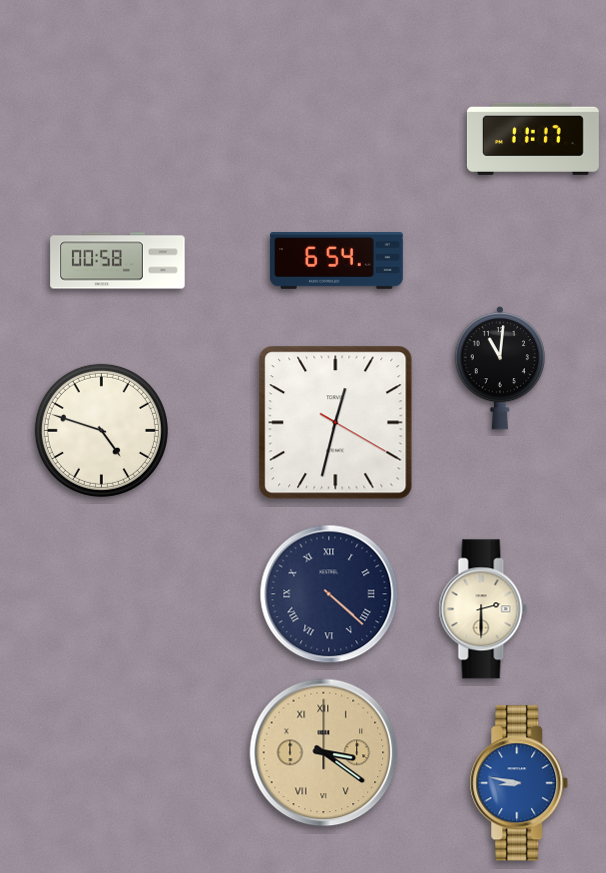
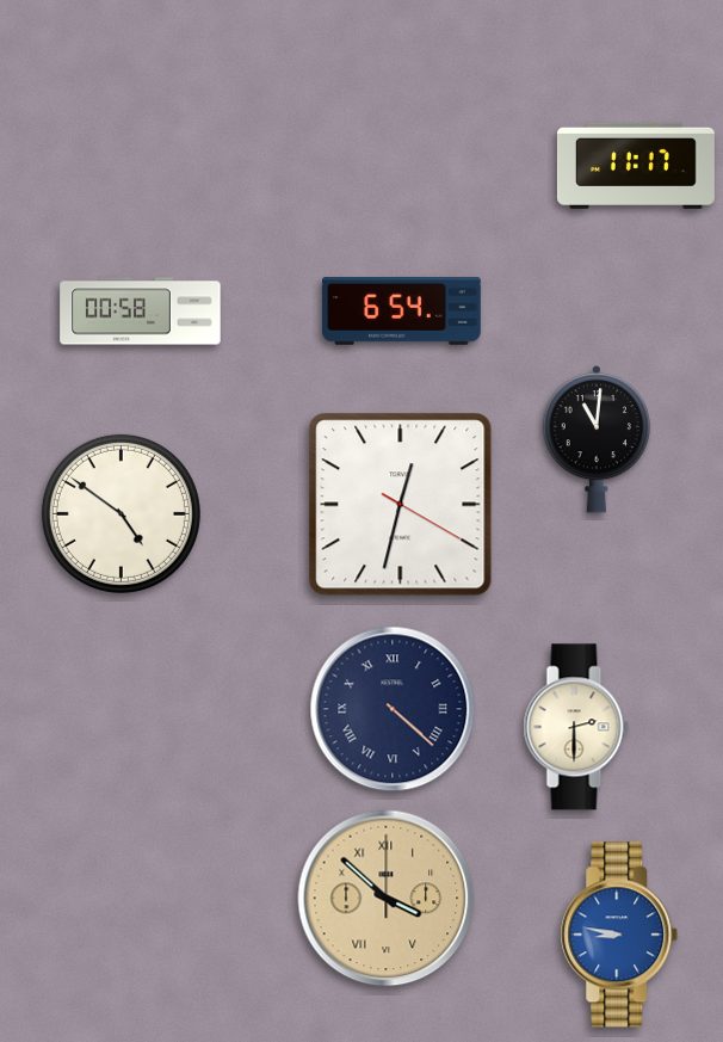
clock at (101, 430): 4:48 -> 4:51
clock at (324, 753): 3:21 -> 3:52
